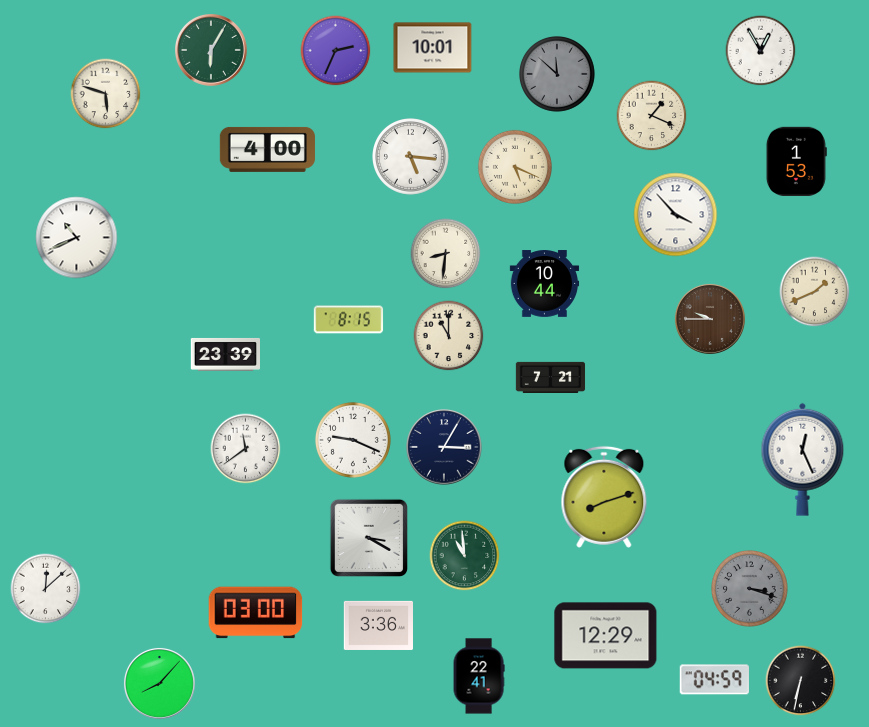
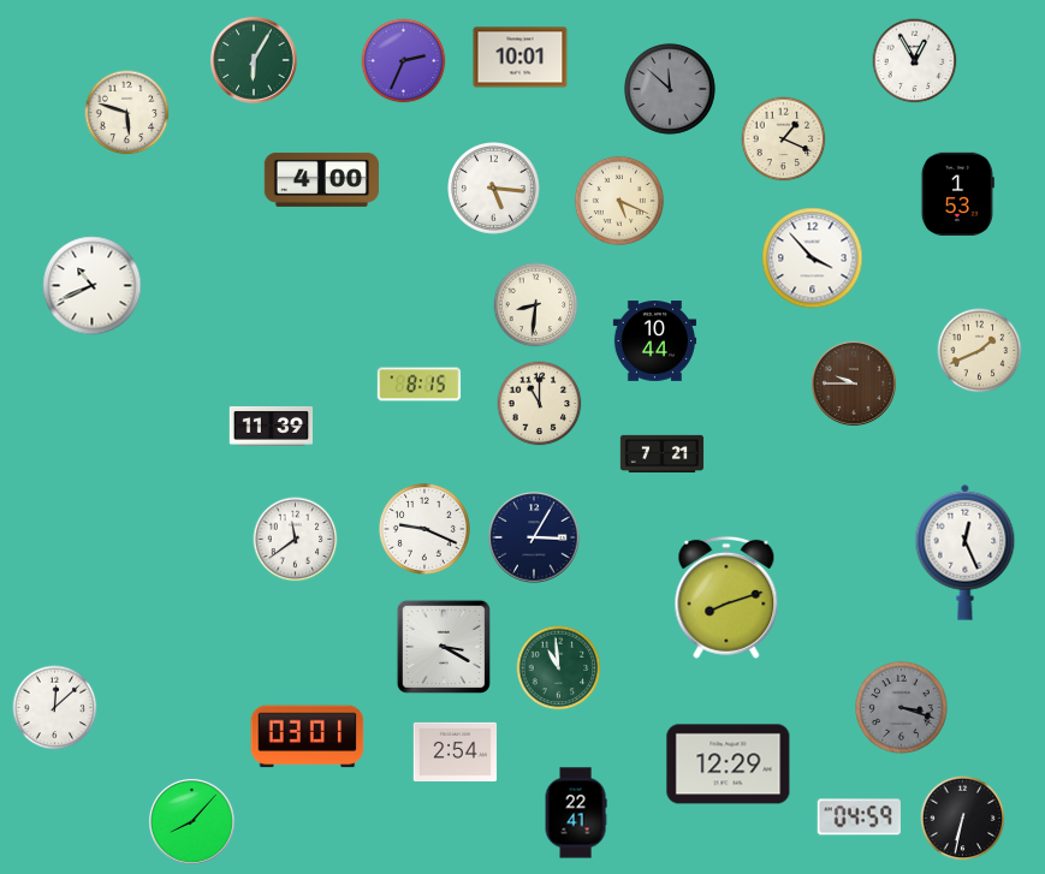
clock at (226, 354): 23:39 -> 11:39
clock at (256, 613): 03:00 -> 03:01
clock at (379, 625): 3:36 -> 2:54
